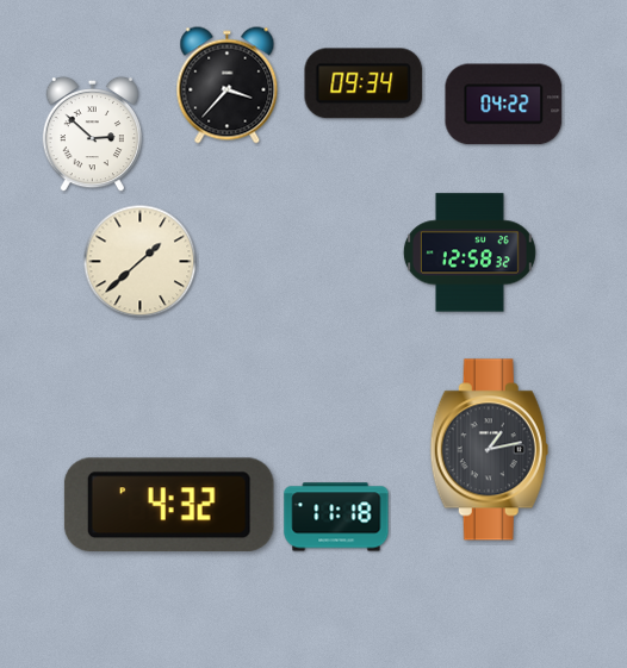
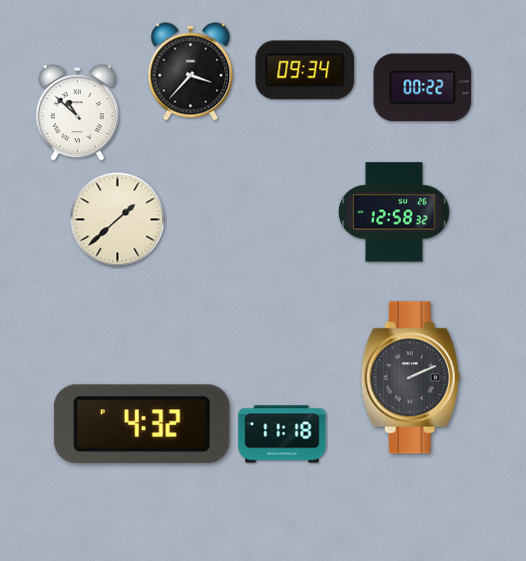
clock at (504, 105): 04:22 -> 00:22
clock at (92, 135): 2:52 -> 10:52
clock at (489, 450): 1:13 -> 2:11
